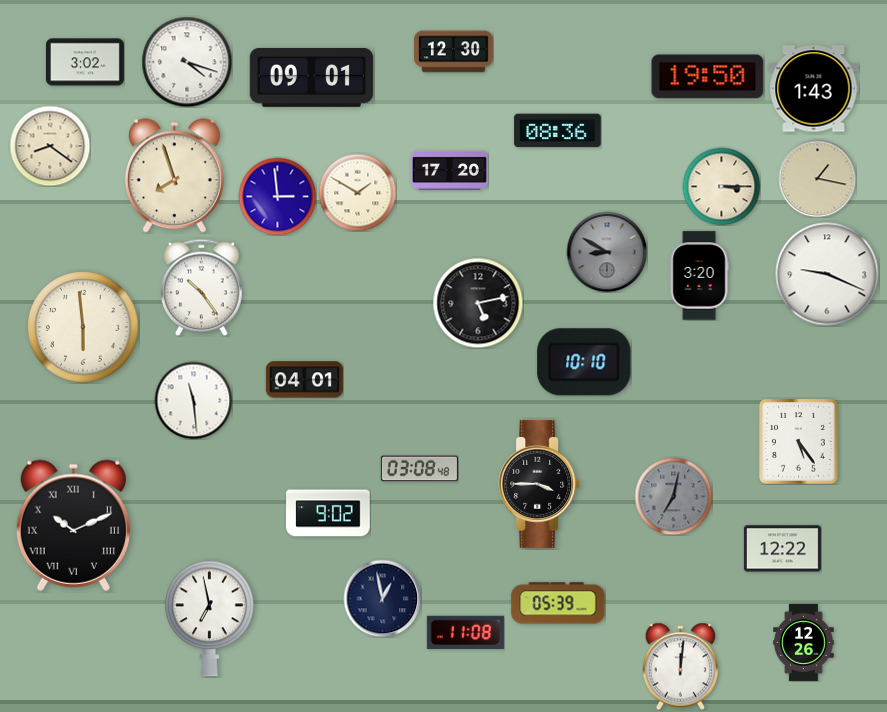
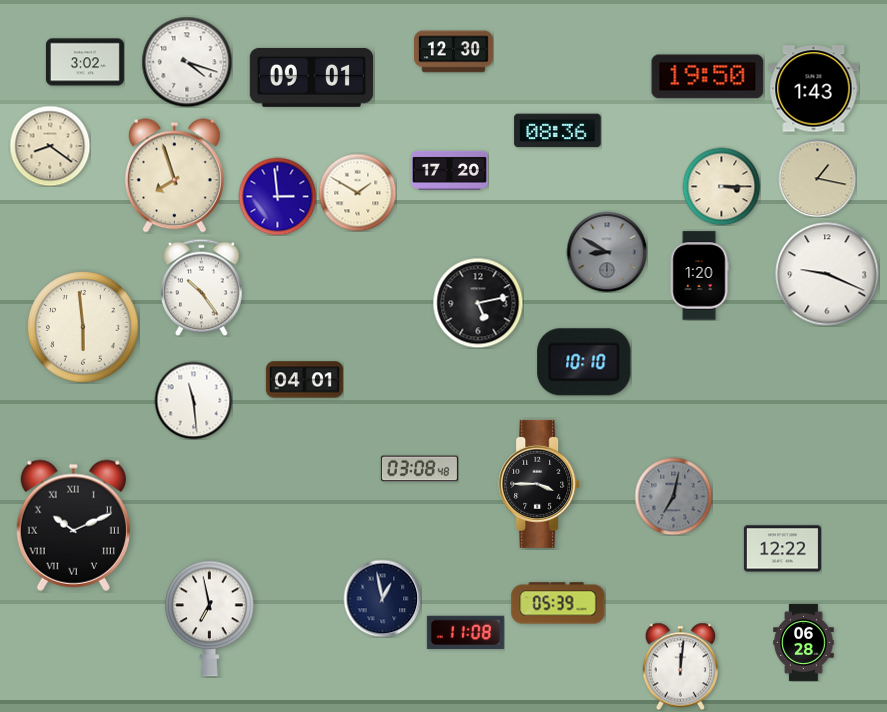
clock at (699, 276): 3:20 -> 1:20
clock at (799, 442): 5:24 -> none
clock at (328, 513): 9:02 -> none
clock at (804, 642): 12:26 -> 06:28
